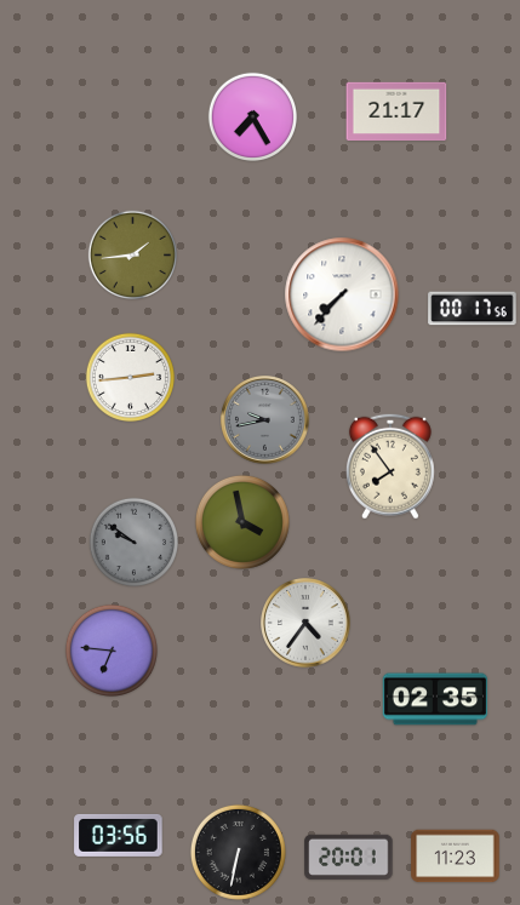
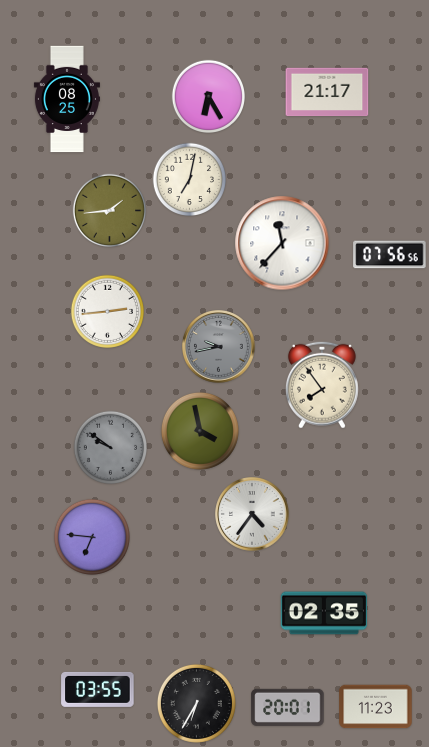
clock at (252, 116): 7:25 -> 6:25
clock at (67, 99): none -> 08:25
clock at (189, 179): none -> 7:02
clock at (342, 294): 7:37 -> 11:37
clock at (473, 309): 00:17 -> 07:56
clock at (435, 699) position: (435, 699) -> (324, 613)
clock at (119, 835): 03:56 -> 03:55
clock at (238, 852): 6:32 -> 6:35
